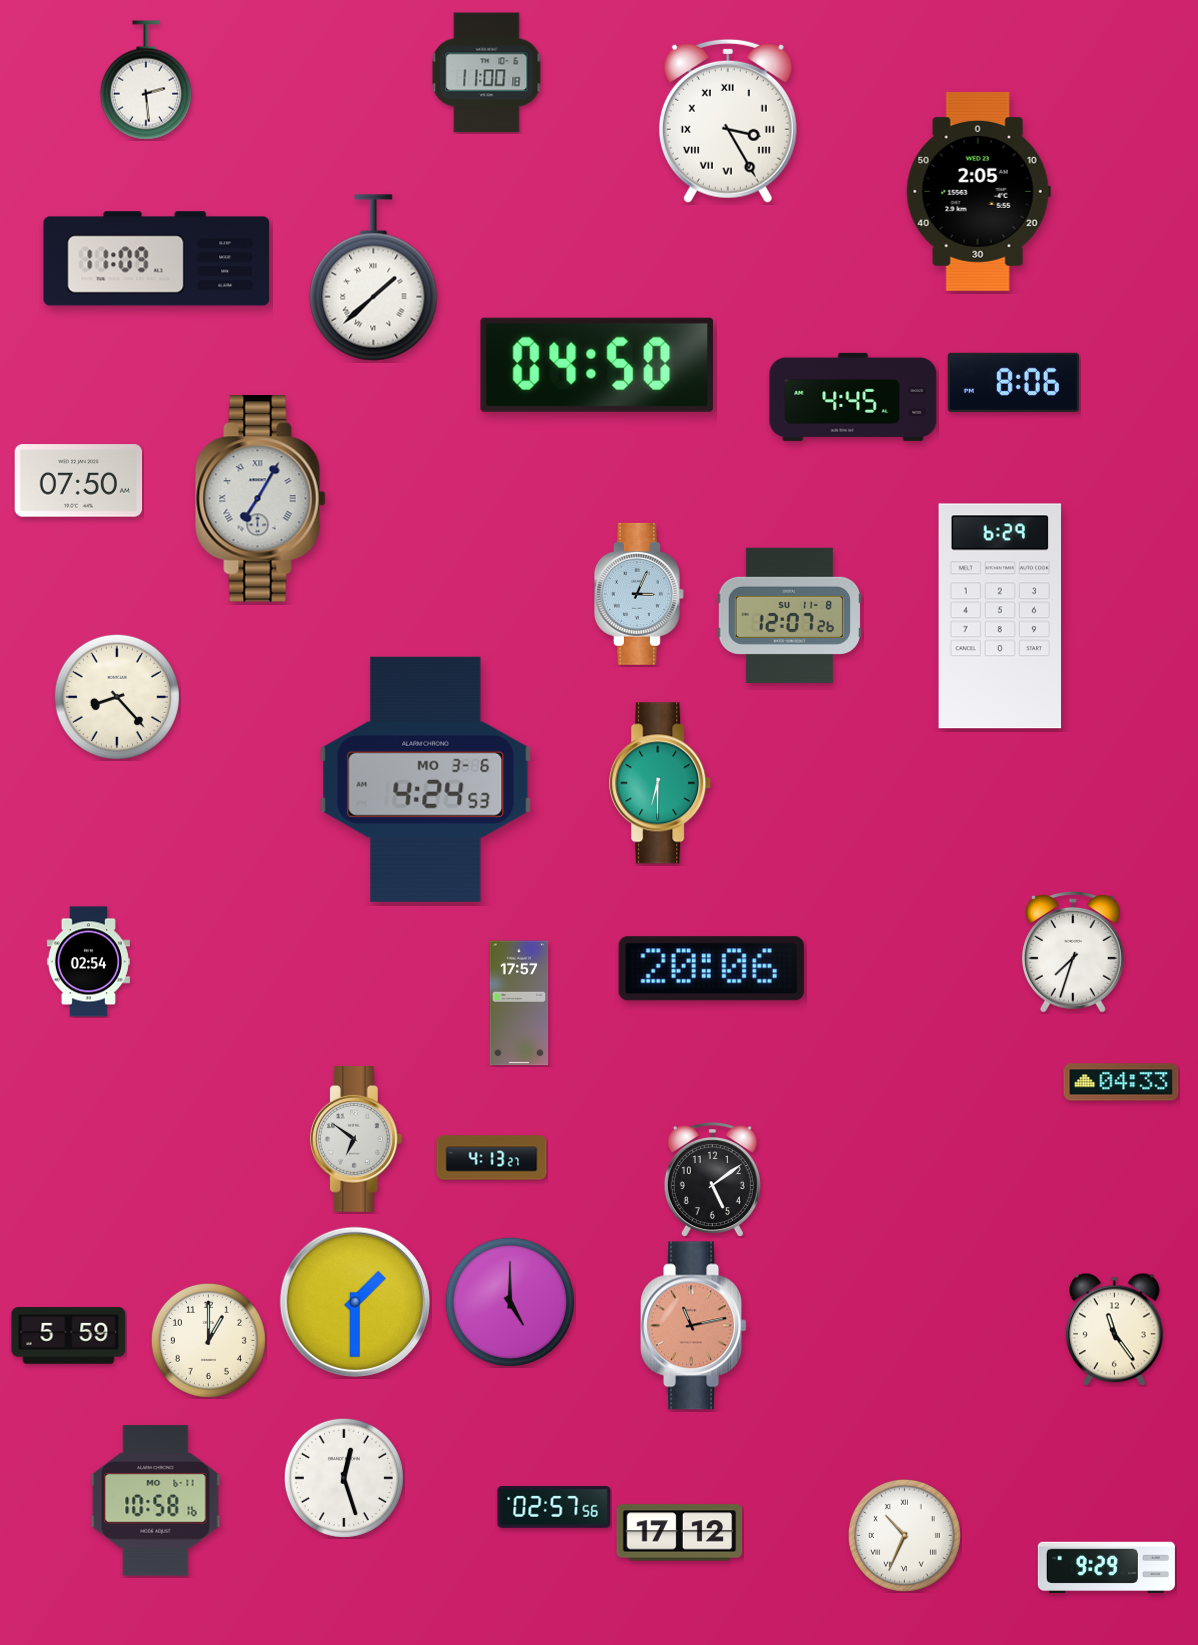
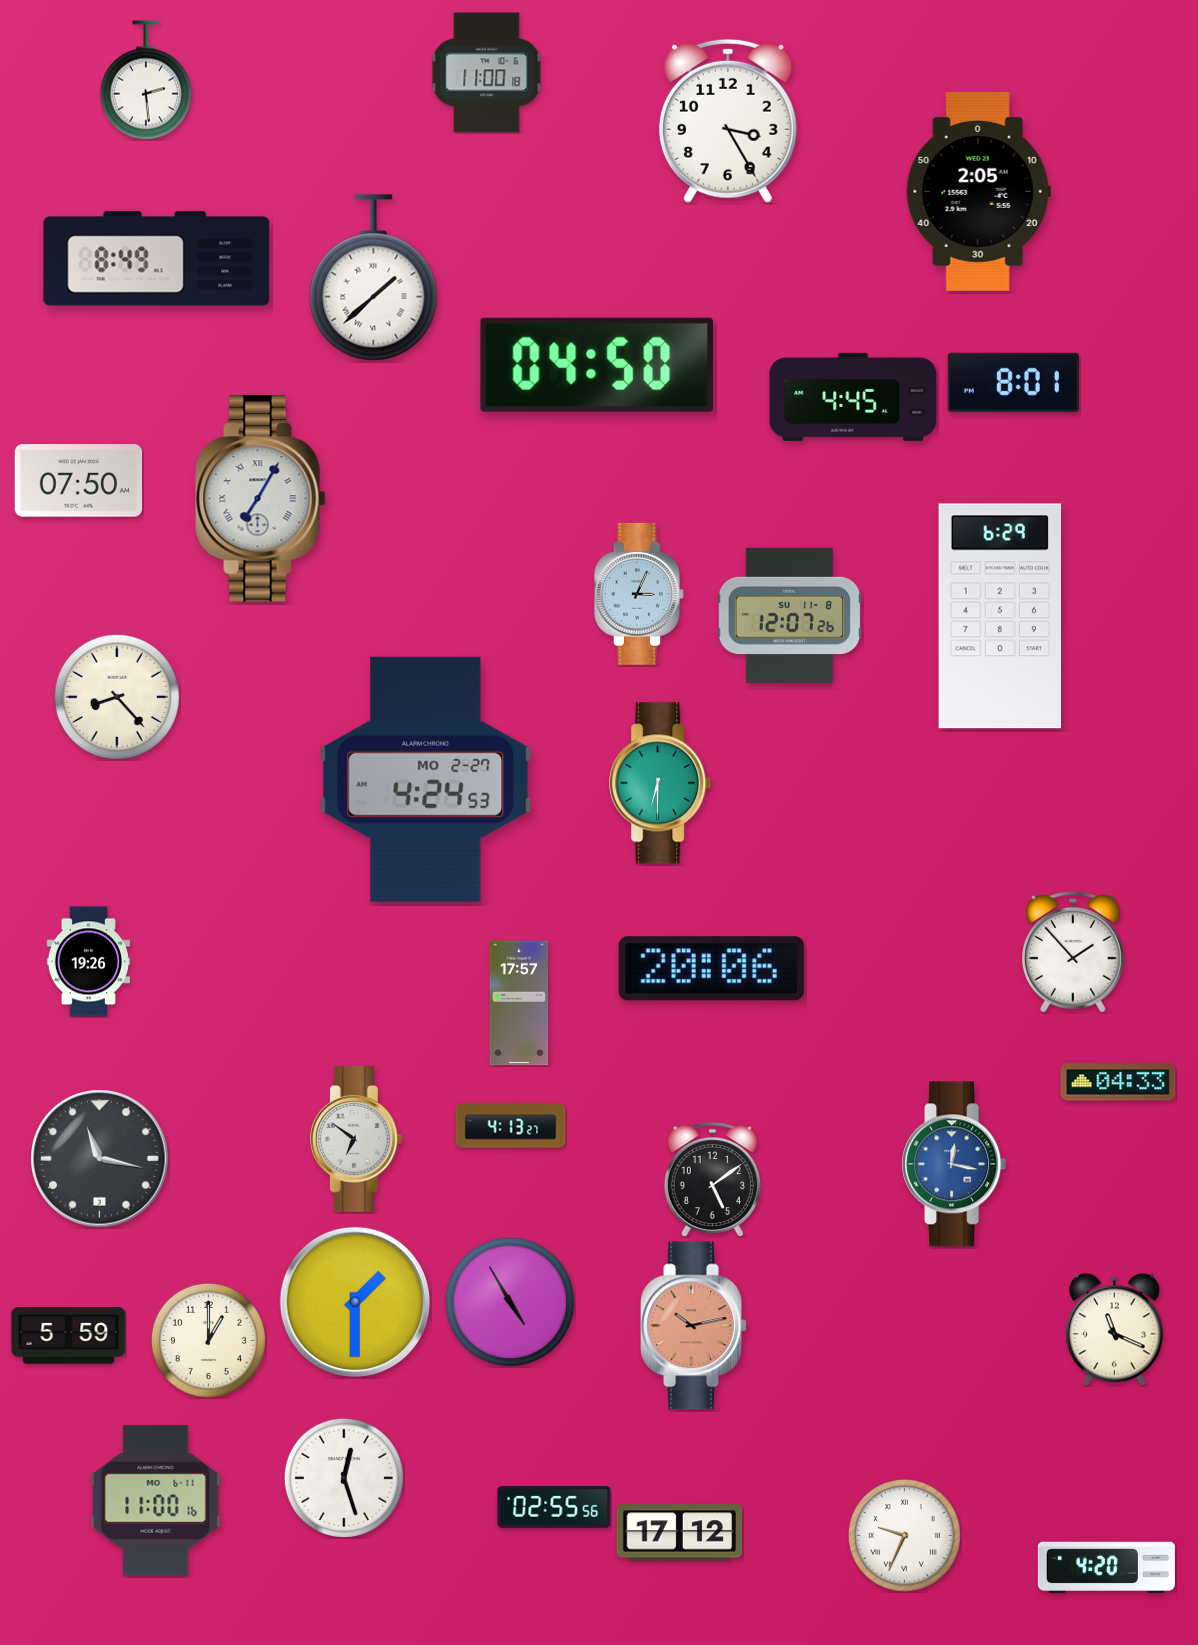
clock at (728, 121) numerals: Roman -> Arabic
clock at (157, 259): 11:09 -> 8:49
clock at (1013, 382): 8:06 -> 8:01
clock at (426, 779) date: MO 3-6 -> MO 2-27
clock at (1073, 953): 7:33 -> 1:53
clock at (88, 962): 02:54 -> 19:26
clock at (1121, 1082) position: (1121, 1082) -> (1118, 1082)
clock at (492, 1158) position: (492, 1158) -> (511, 1126)
clock at (100, 1159): none -> 11:17
clock at (954, 1164): none -> 12:17
clock at (510, 1302): 5:00 -> 4:55
clock at (693, 1326): 11:13 -> 10:13
clock at (1115, 1329): 11:24 -> 11:19
clock at (156, 1501): 10:58 -> 11:00
clock at (554, 1508): 02:57 -> 02:55
clock at (904, 1535): 10:34 -> 9:34
clock at (1106, 1567): 9:29 -> 4:20
